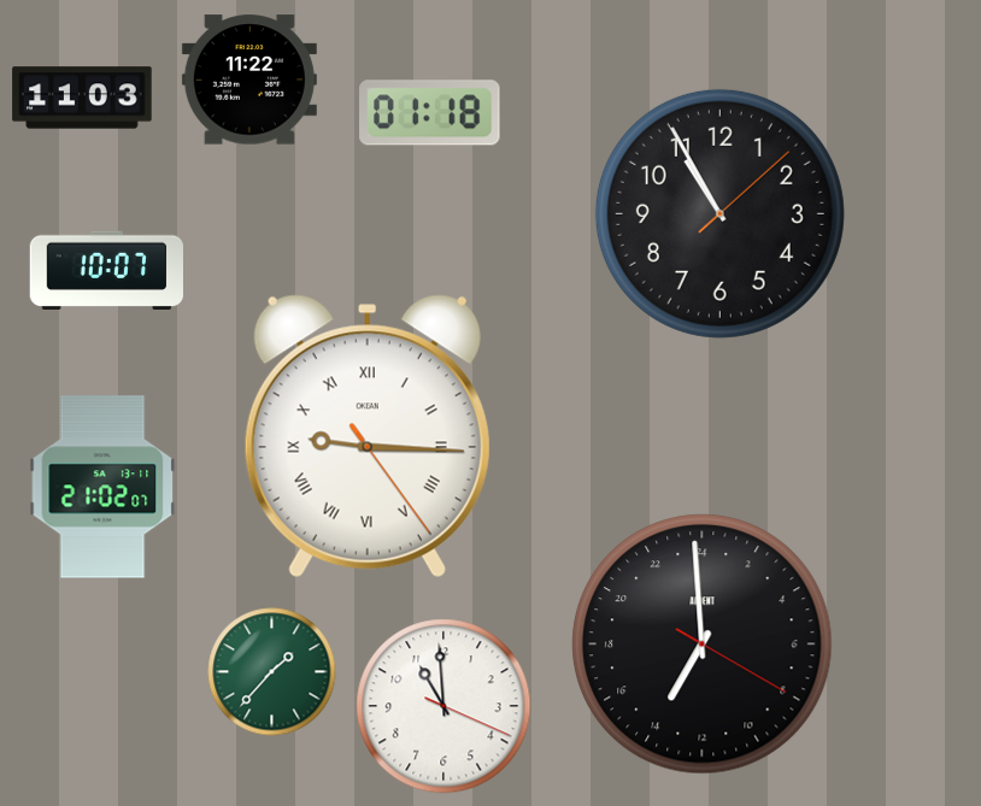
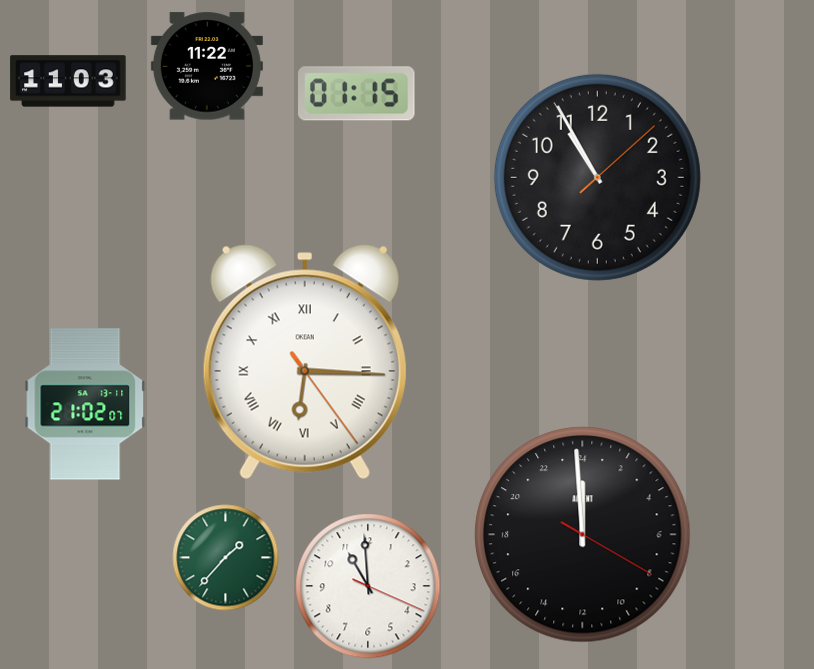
clock at (430, 113): 01:18 -> 01:15
clock at (106, 270): 10:07 -> none
clock at (368, 436): 9:15 -> 6:15
clock at (703, 645): 13:59 -> 23:59
